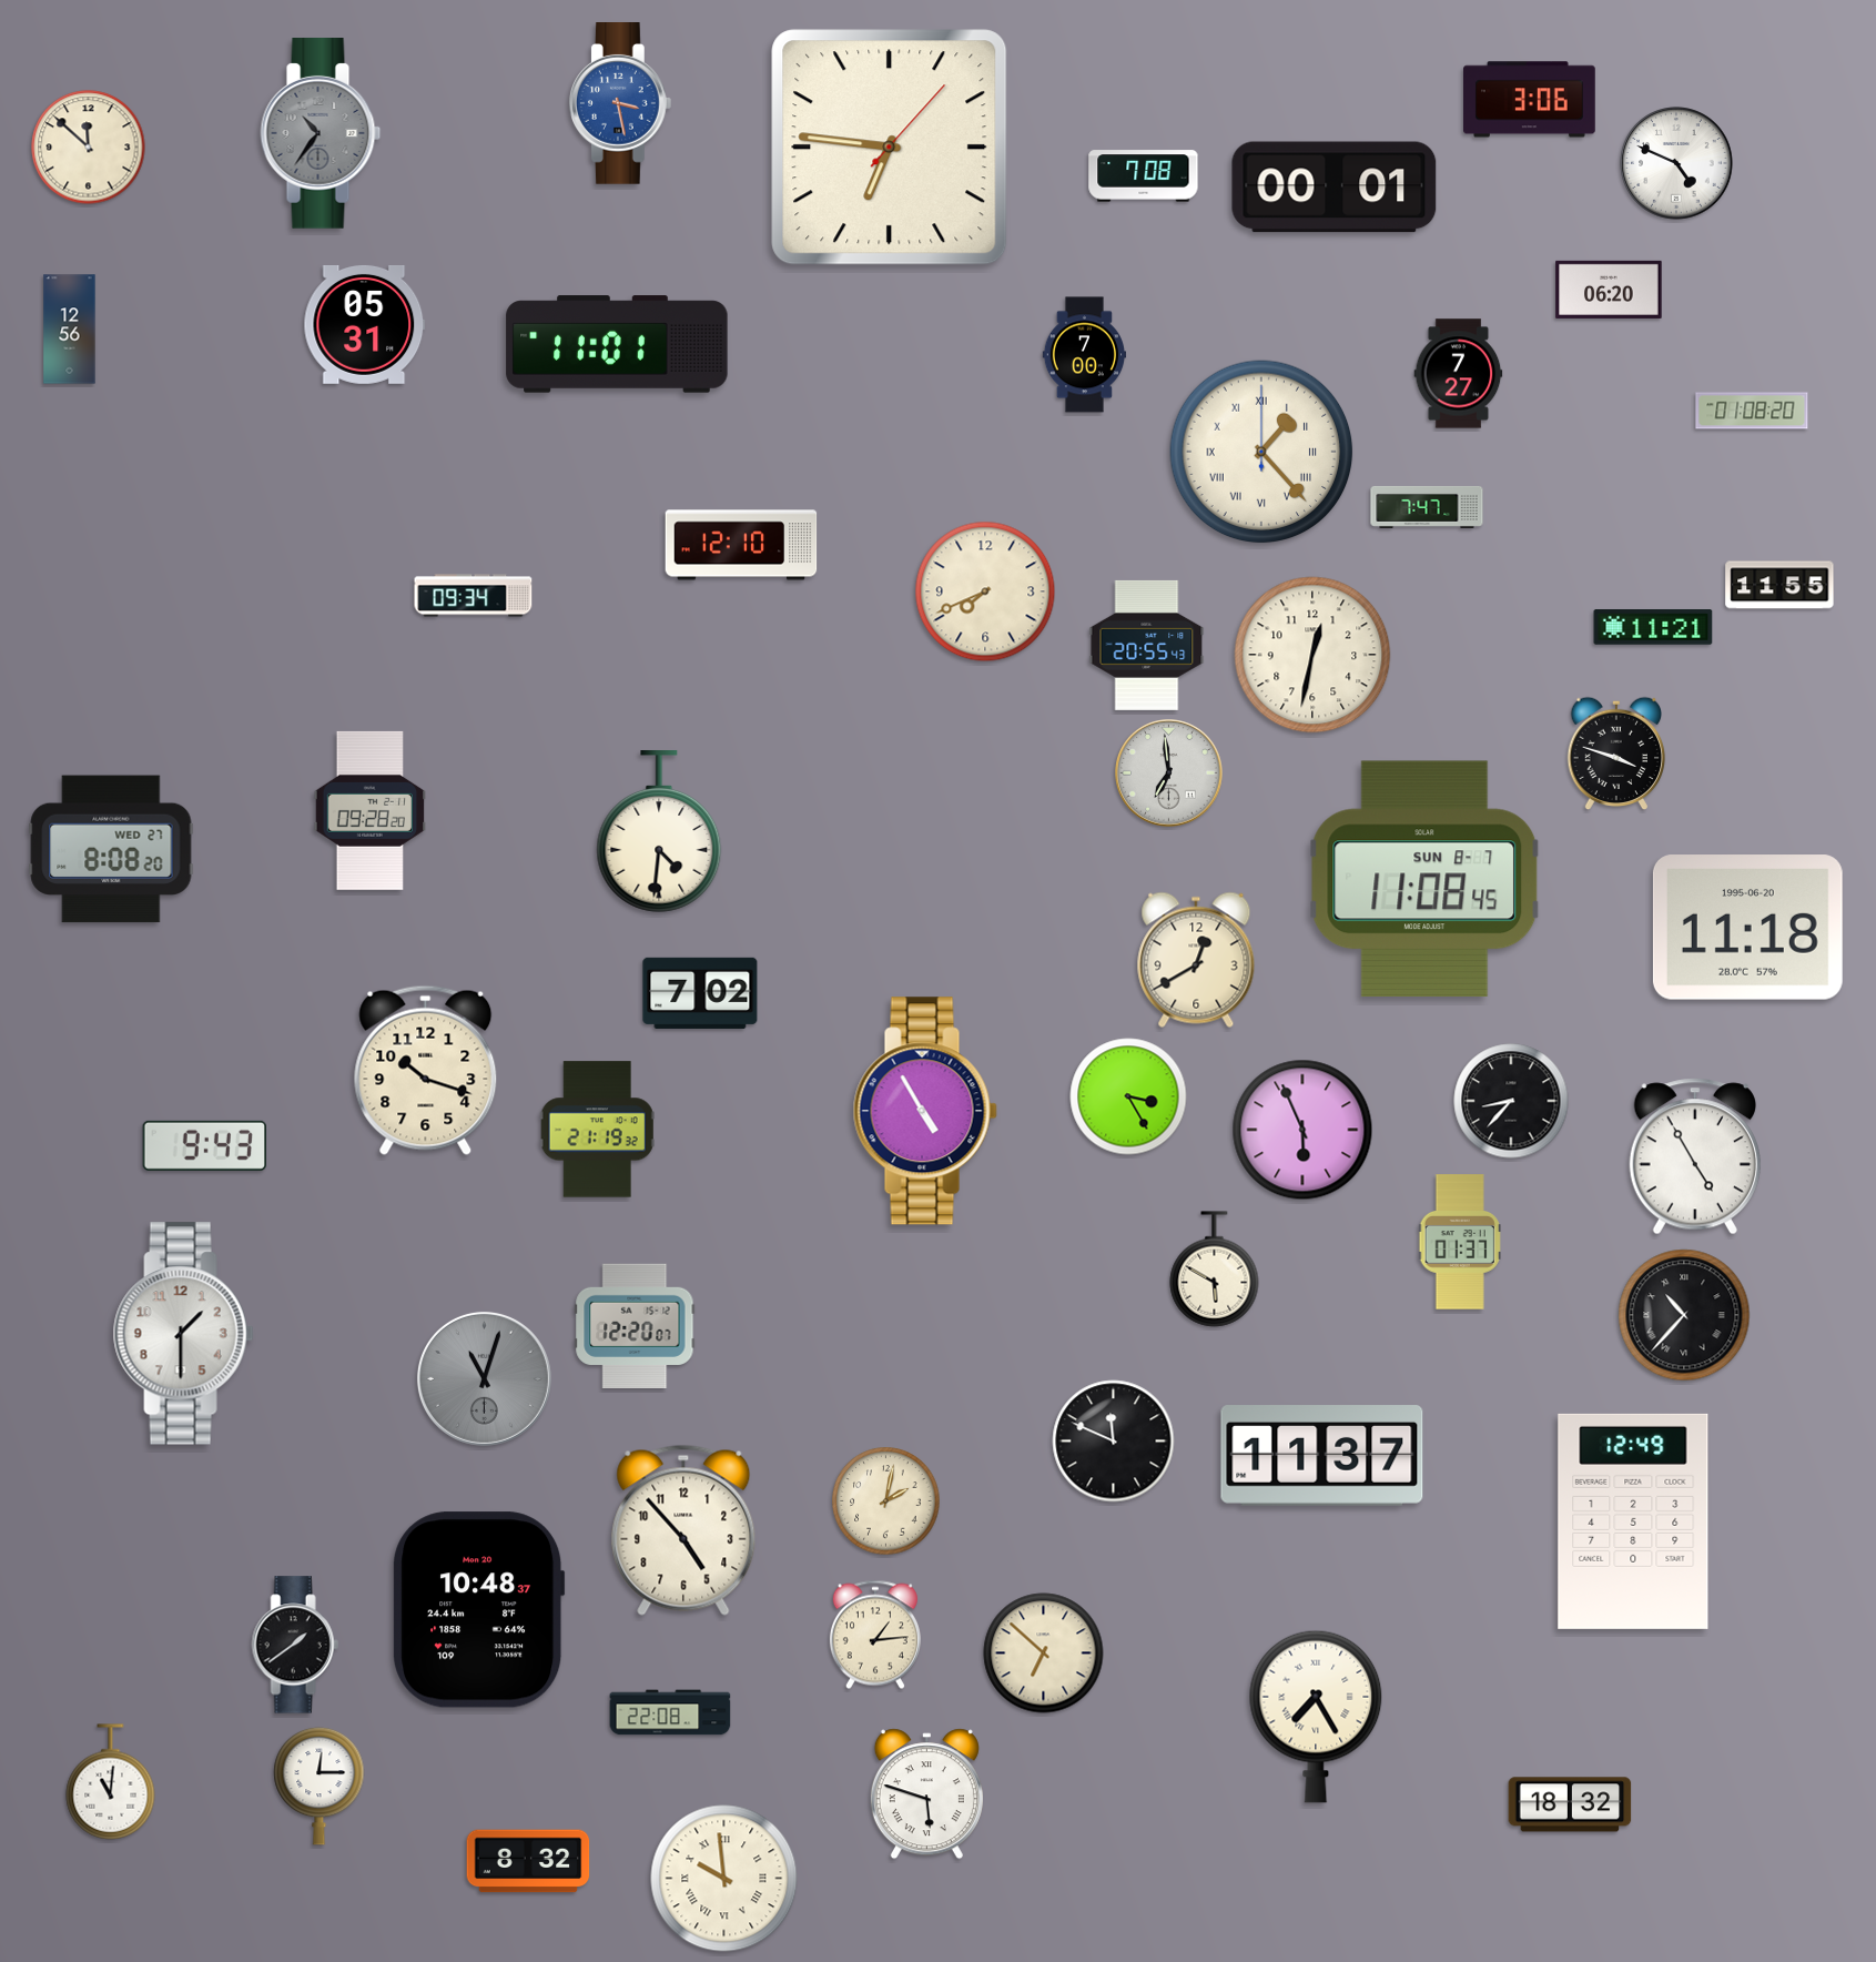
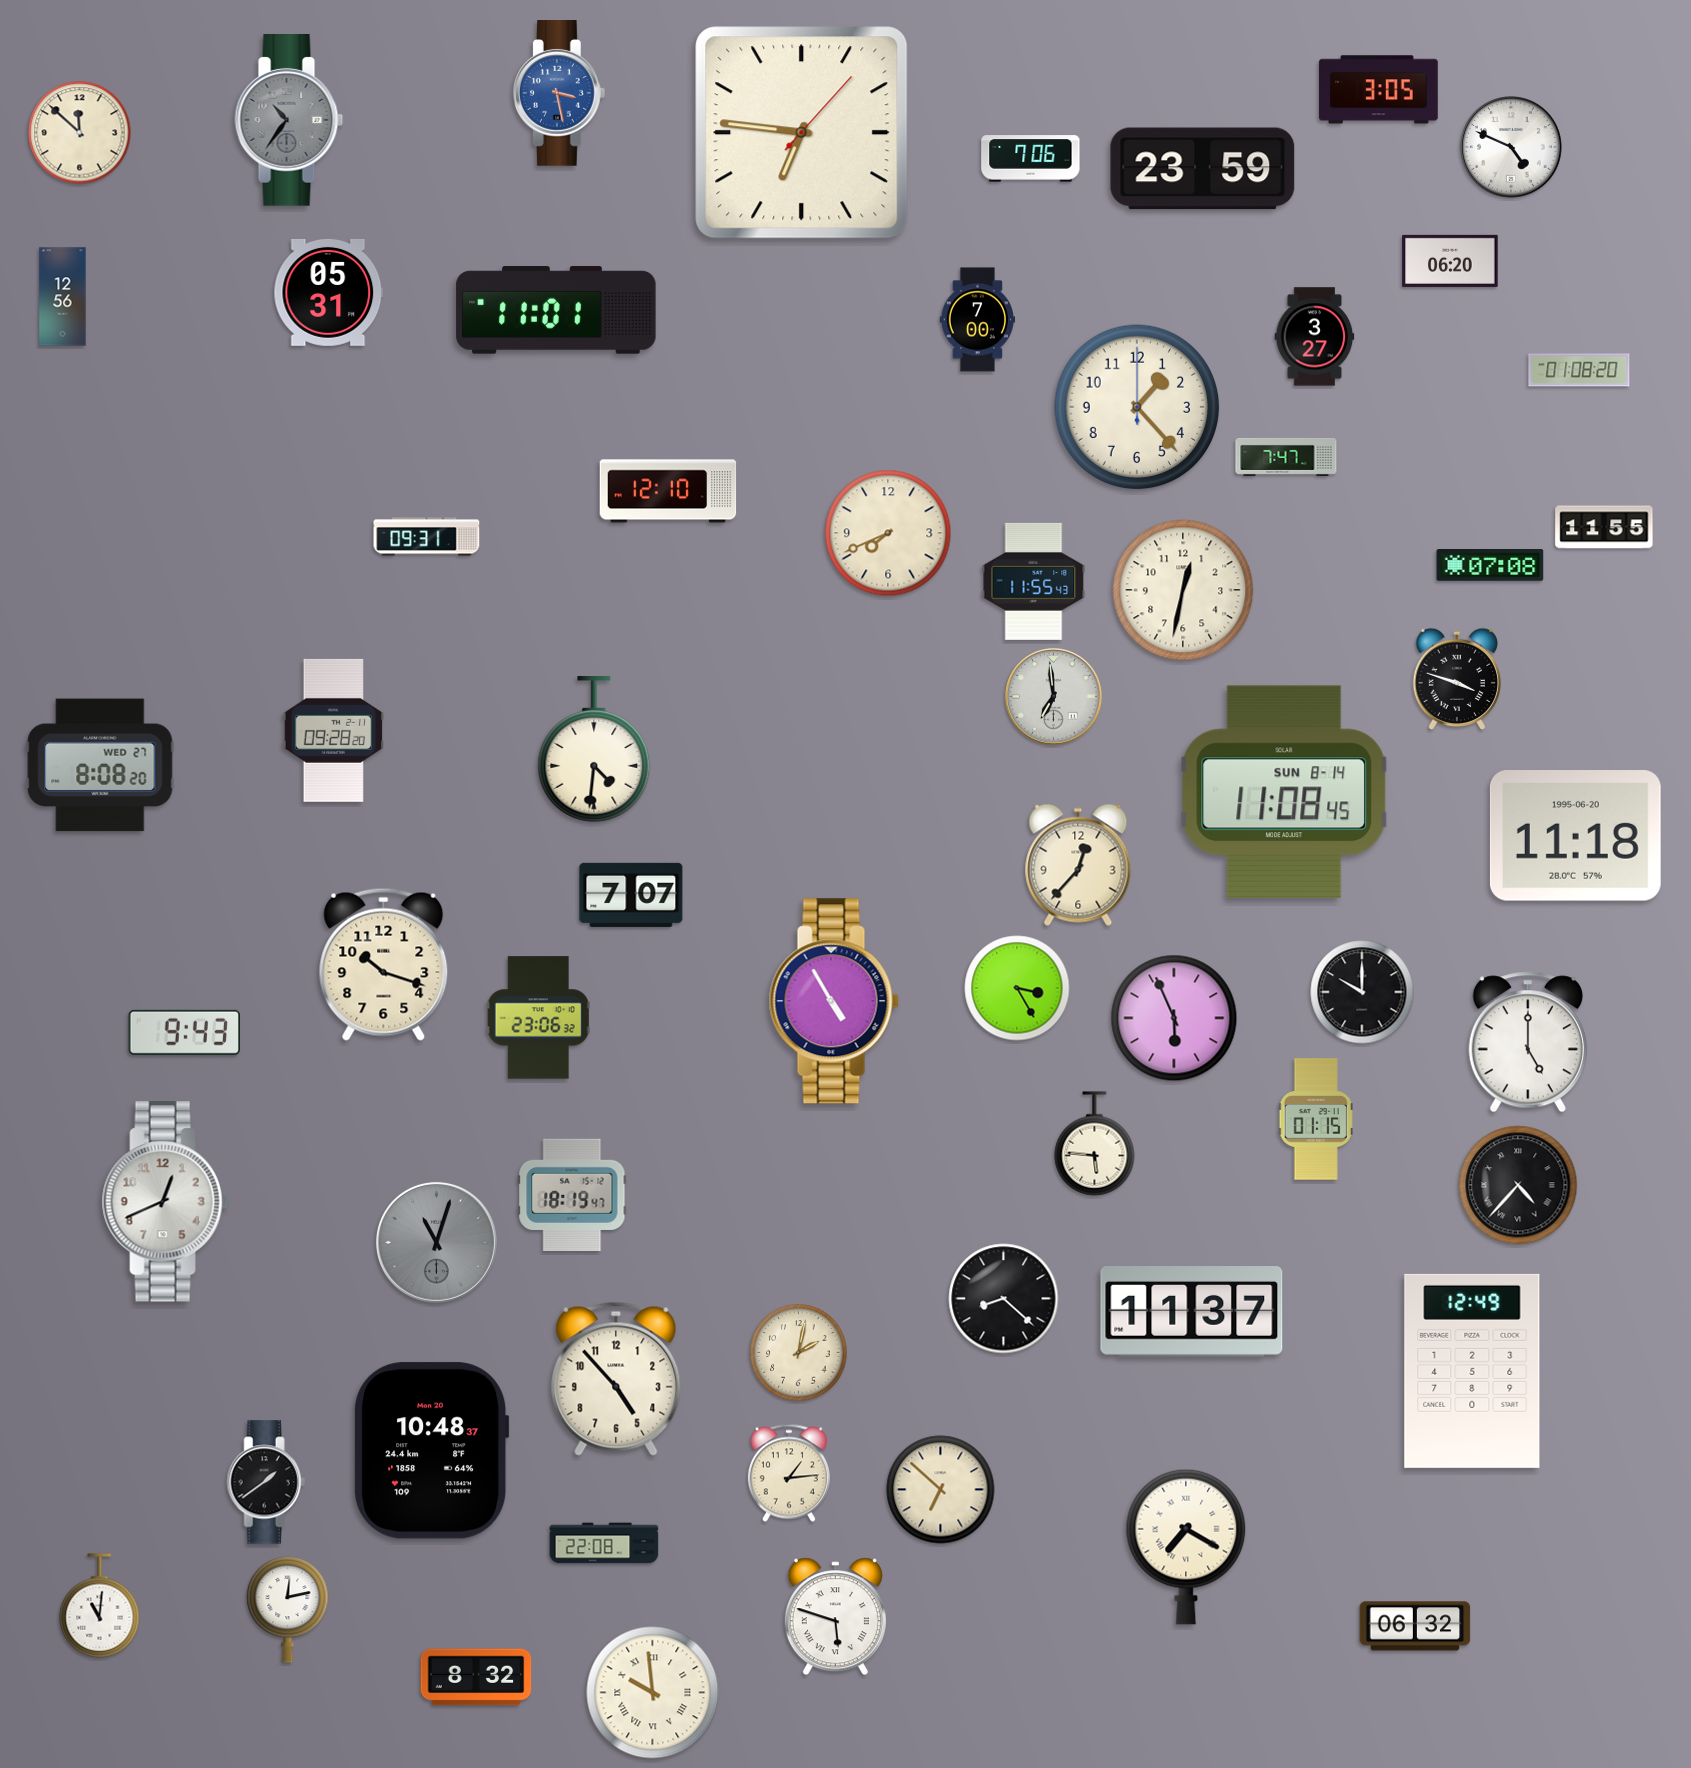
clock at (1530, 100): 3:06 -> 3:05
clock at (1144, 176): 7:08 -> 7:06
clock at (1335, 188): 00:01 -> 23:59
clock at (1459, 374): 7:27 -> 3:27
clock at (1261, 452) numerals: Roman -> Arabic
clock at (474, 596): 09:34 -> 09:31
clock at (1653, 627): 11:21 -> 07:08
clock at (1147, 645): 20:55 -> 11:55
clock at (1424, 879) date: SUN 8-7 -> SUN 8-14
clock at (1196, 960): 12:40 -> 12:37
clock at (700, 993): 7:02 -> 7:07
clock at (1511, 1101): 8:37 -> 10:00
clock at (597, 1130): 21:19 -> 23:06
clock at (1695, 1156): 4:55 -> 5:00
clock at (1460, 1242): 01:37 -> 01:15
clock at (1215, 1270): 5:50 -> 5:46
clock at (1684, 1315): 10:37 -> 4:37
clock at (635, 1325): 12:20 -> 18:19
clock at (183, 1334): 1:30 -> 12:41
clock at (1114, 1442): 11:49 -> 8:22
clock at (1316, 1717): 7:25 -> 7:20
clock at (320, 1786): 12:15 -> 12:13
clock at (1570, 1804): 18:32 -> 06:32
